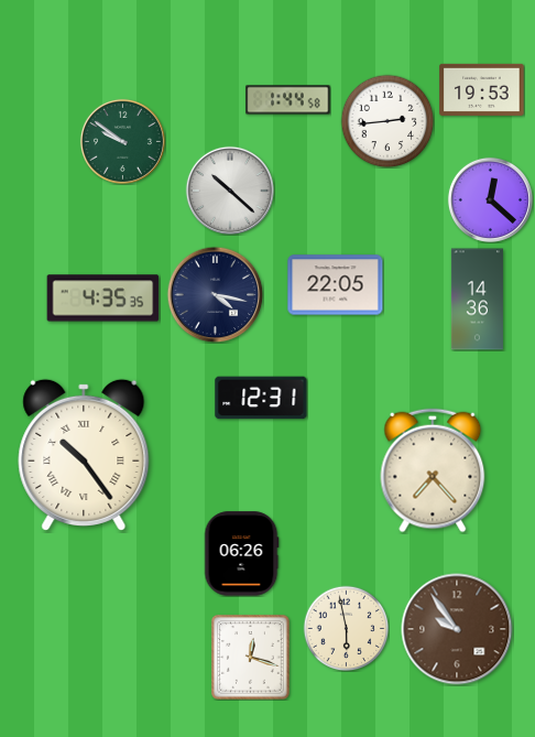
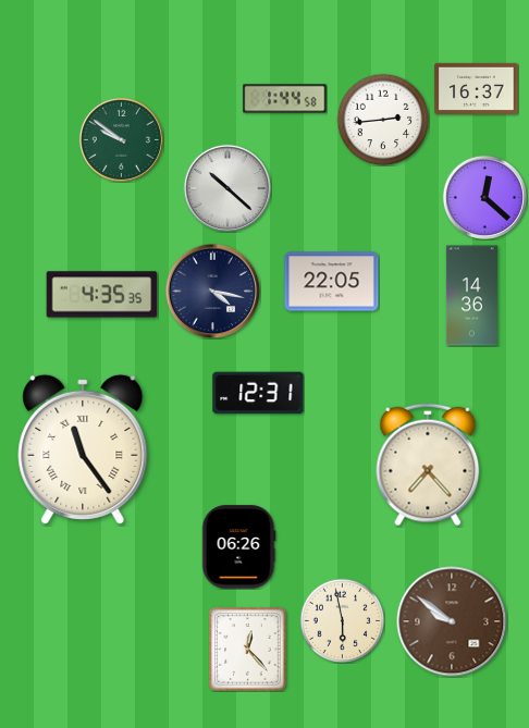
clock at (482, 89): 19:53 -> 16:37
clock at (84, 455): 10:24 -> 11:24
clock at (457, 629): 9:54 -> 9:51
clock at (251, 658): 12:18 -> 12:23
